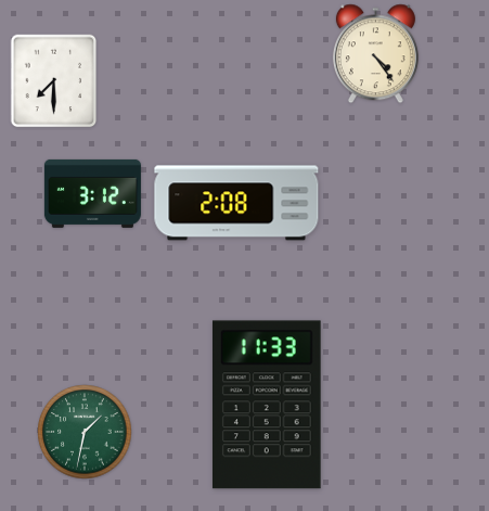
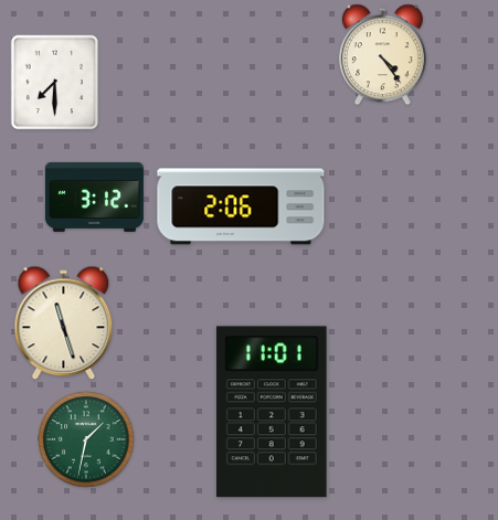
clock at (236, 203): 2:08 -> 2:06
clock at (64, 323): none -> 11:27
clock at (267, 405): 11:33 -> 11:01
